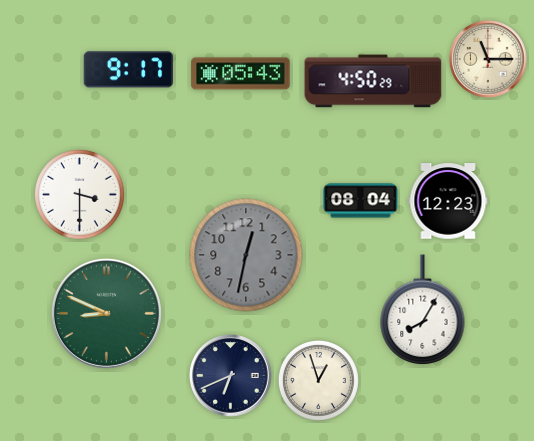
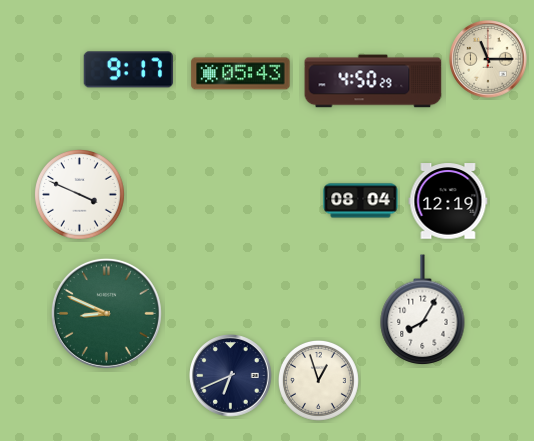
clock at (80, 195): 3:30 -> 3:49
clock at (448, 201): 12:23 -> 12:19
clock at (246, 255): 12:32 -> none
